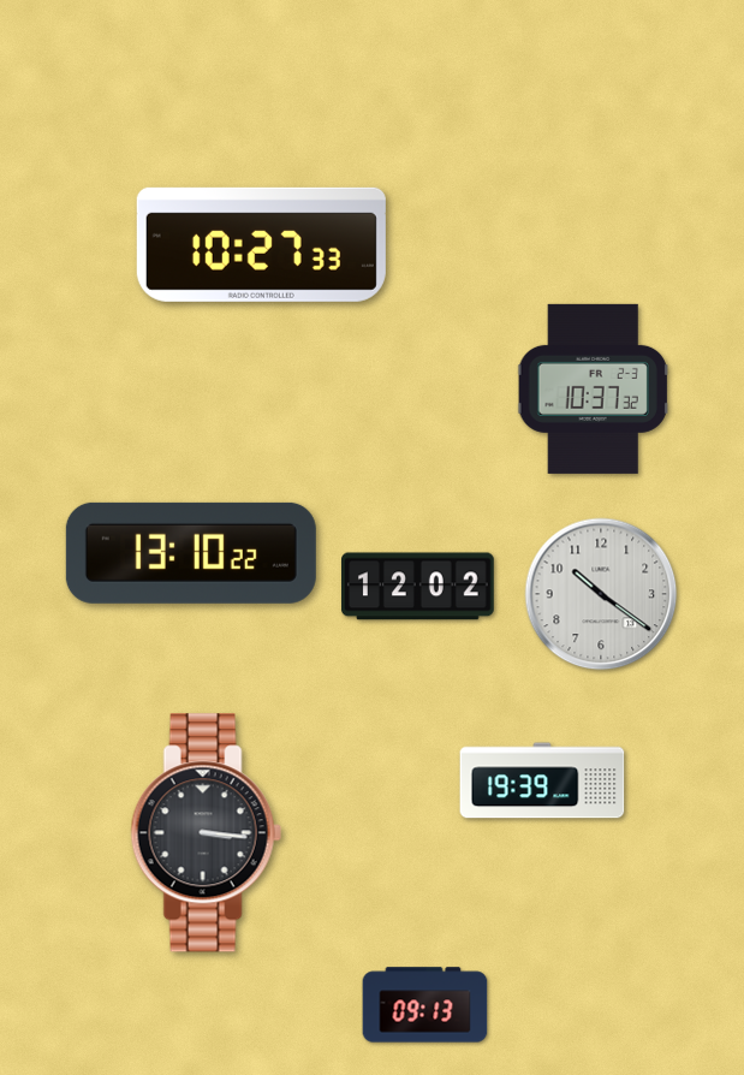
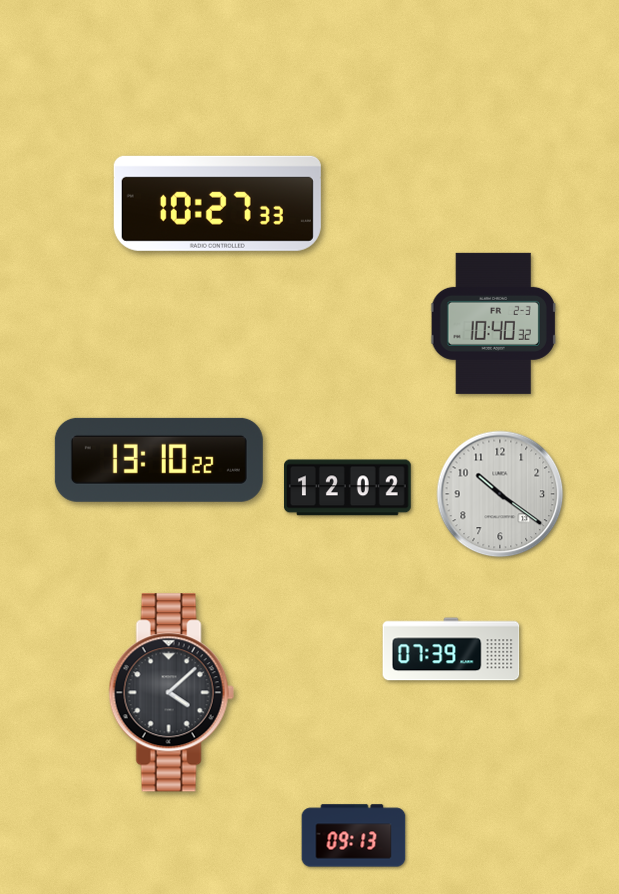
clock at (594, 388): 10:37 -> 10:40
clock at (542, 780): 19:39 -> 07:39
clock at (206, 833): 3:16 -> 4:08
